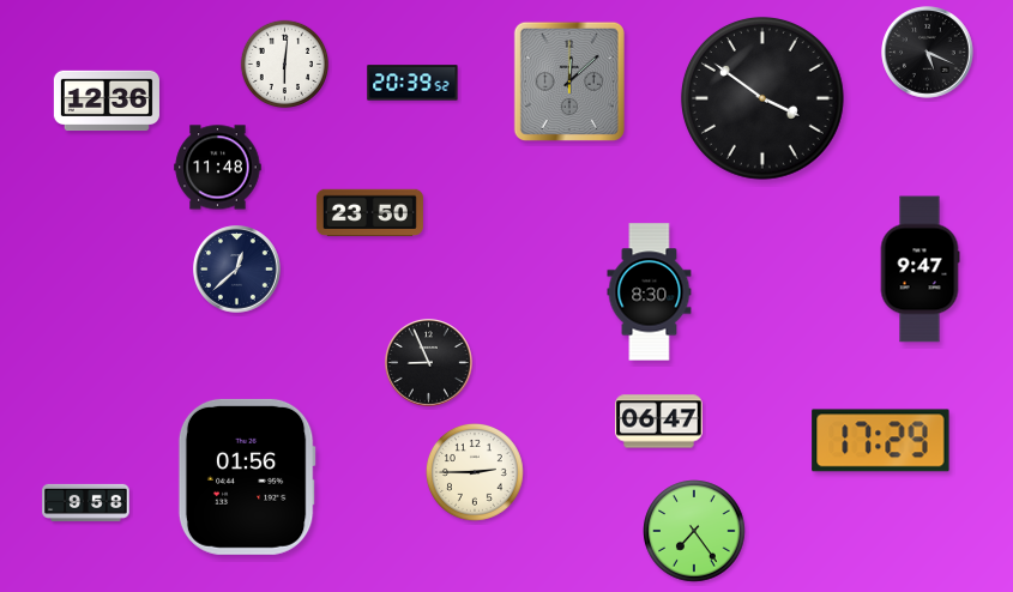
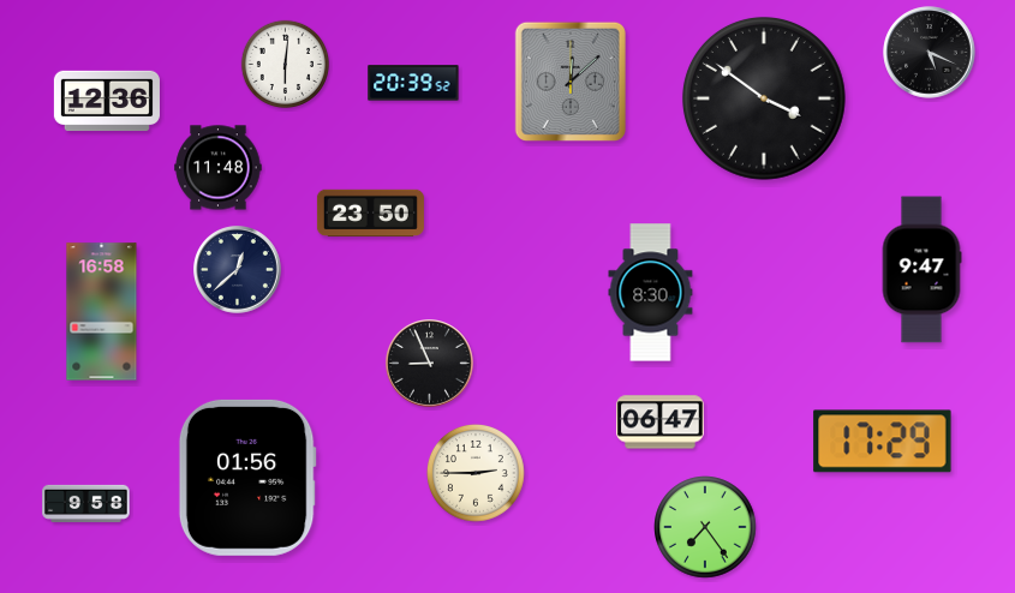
clock at (102, 312): none -> 16:58
clock at (694, 531) position: (694, 531) -> (705, 527)
